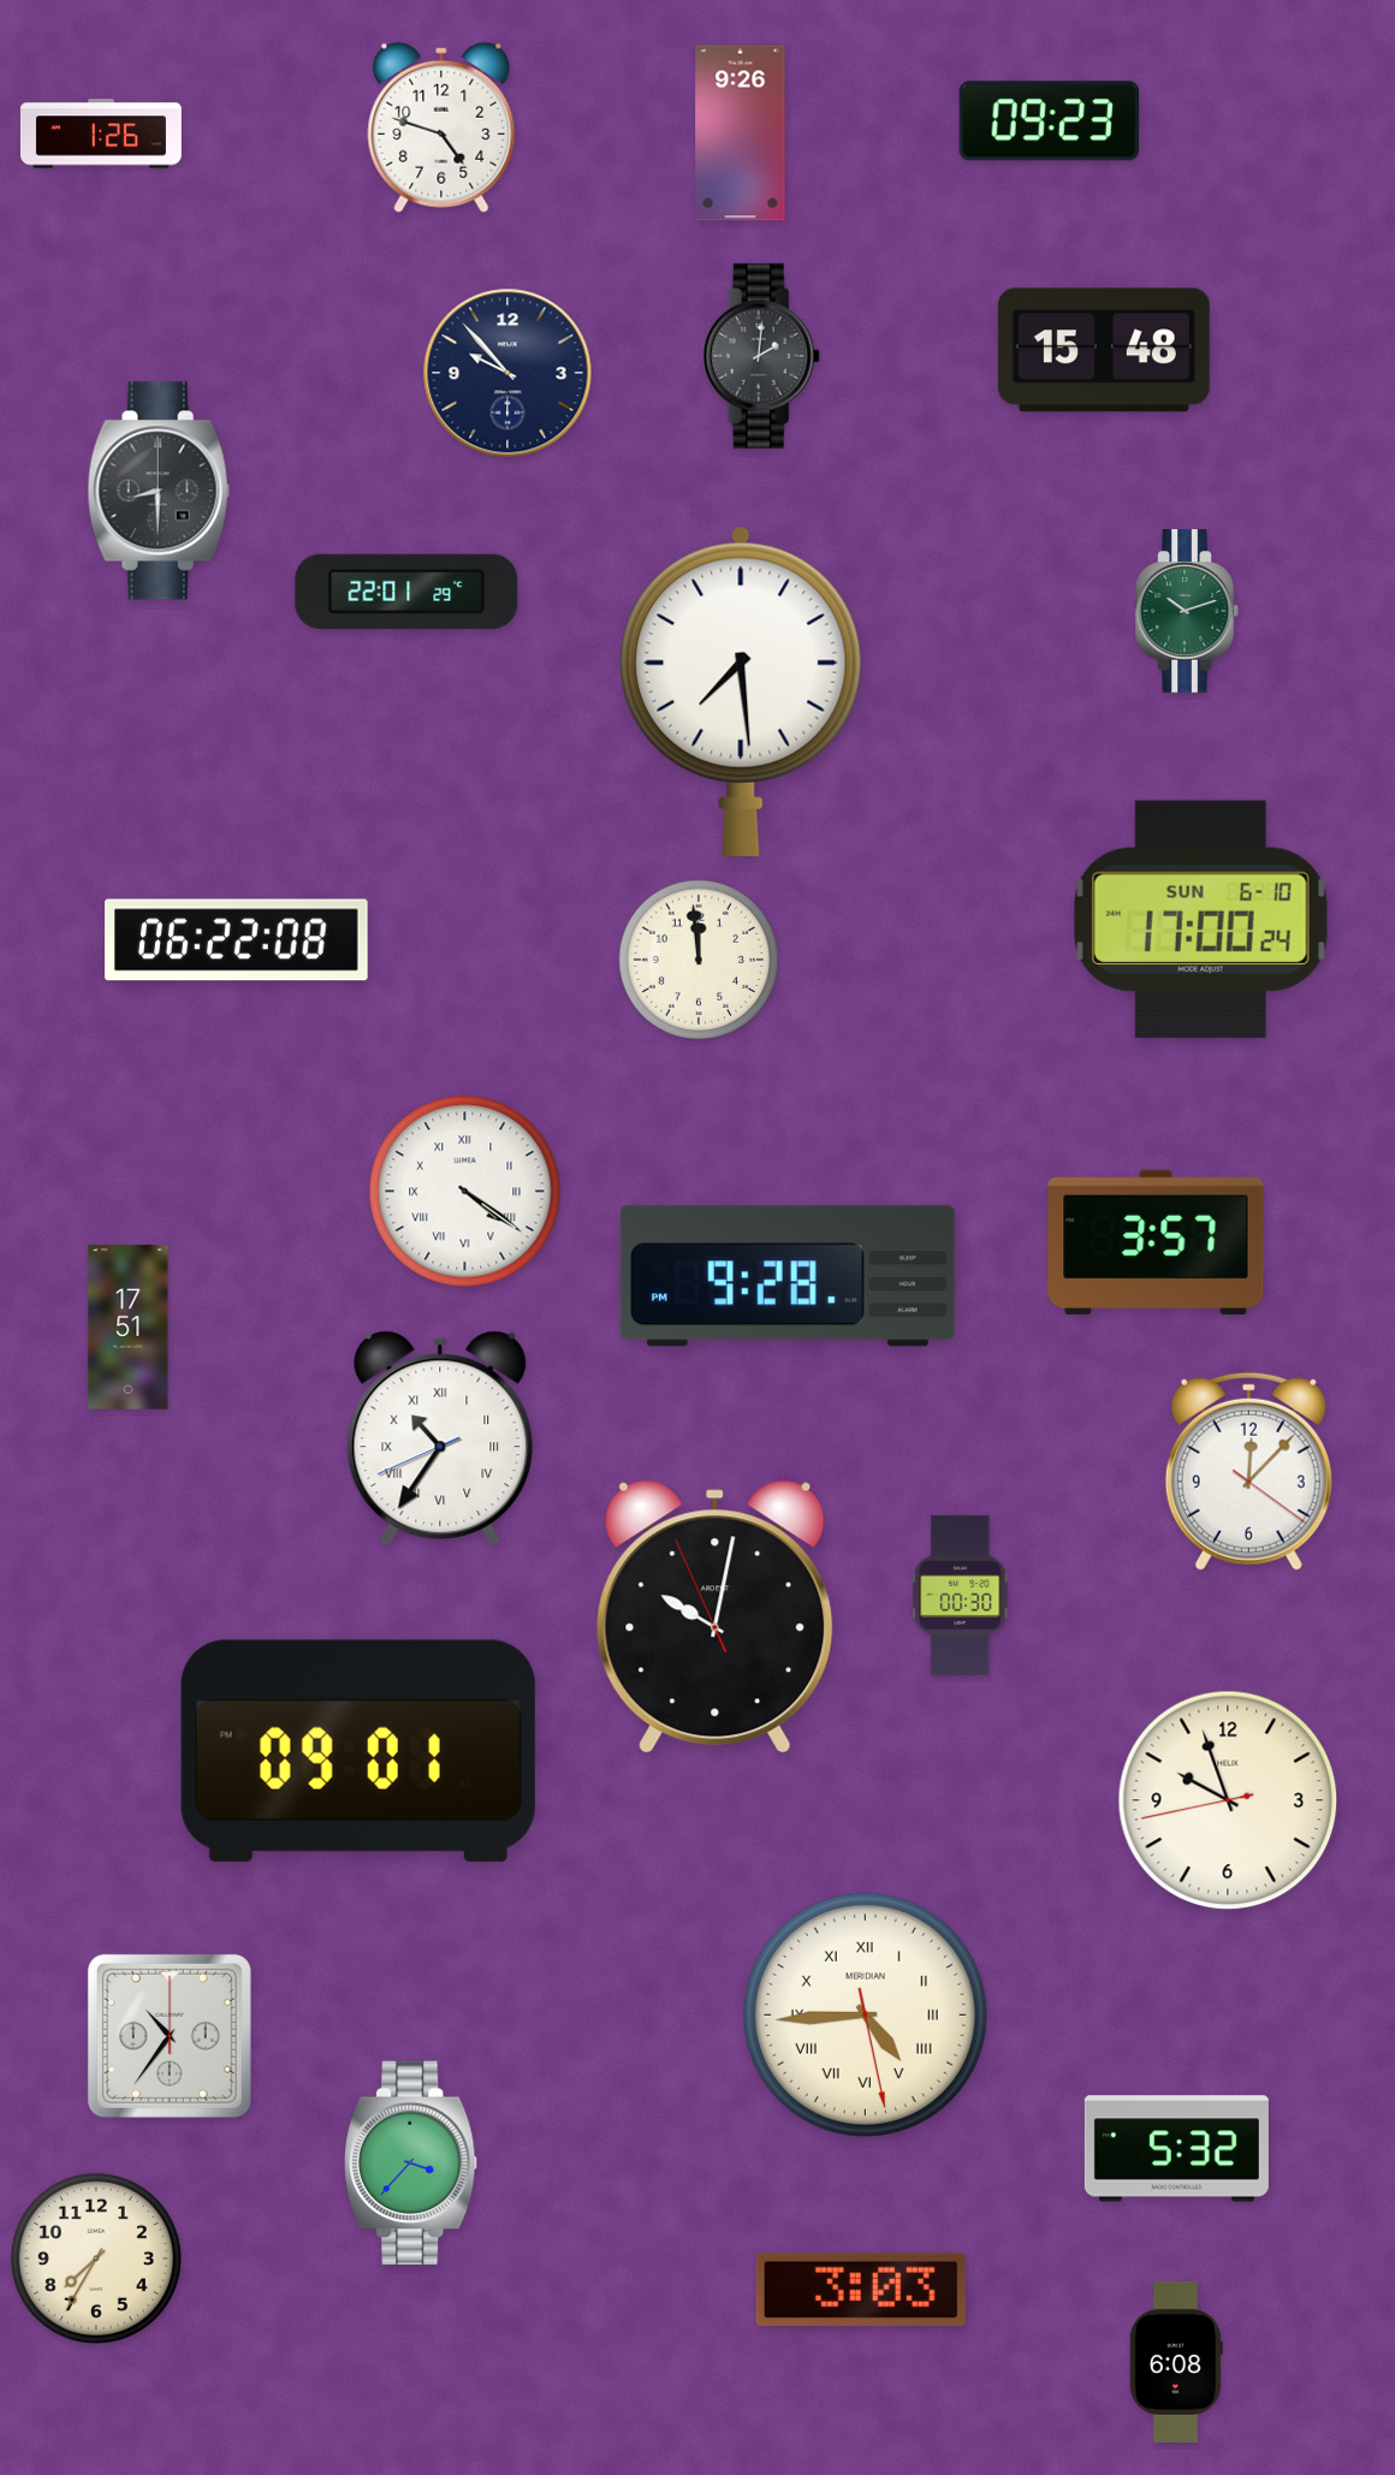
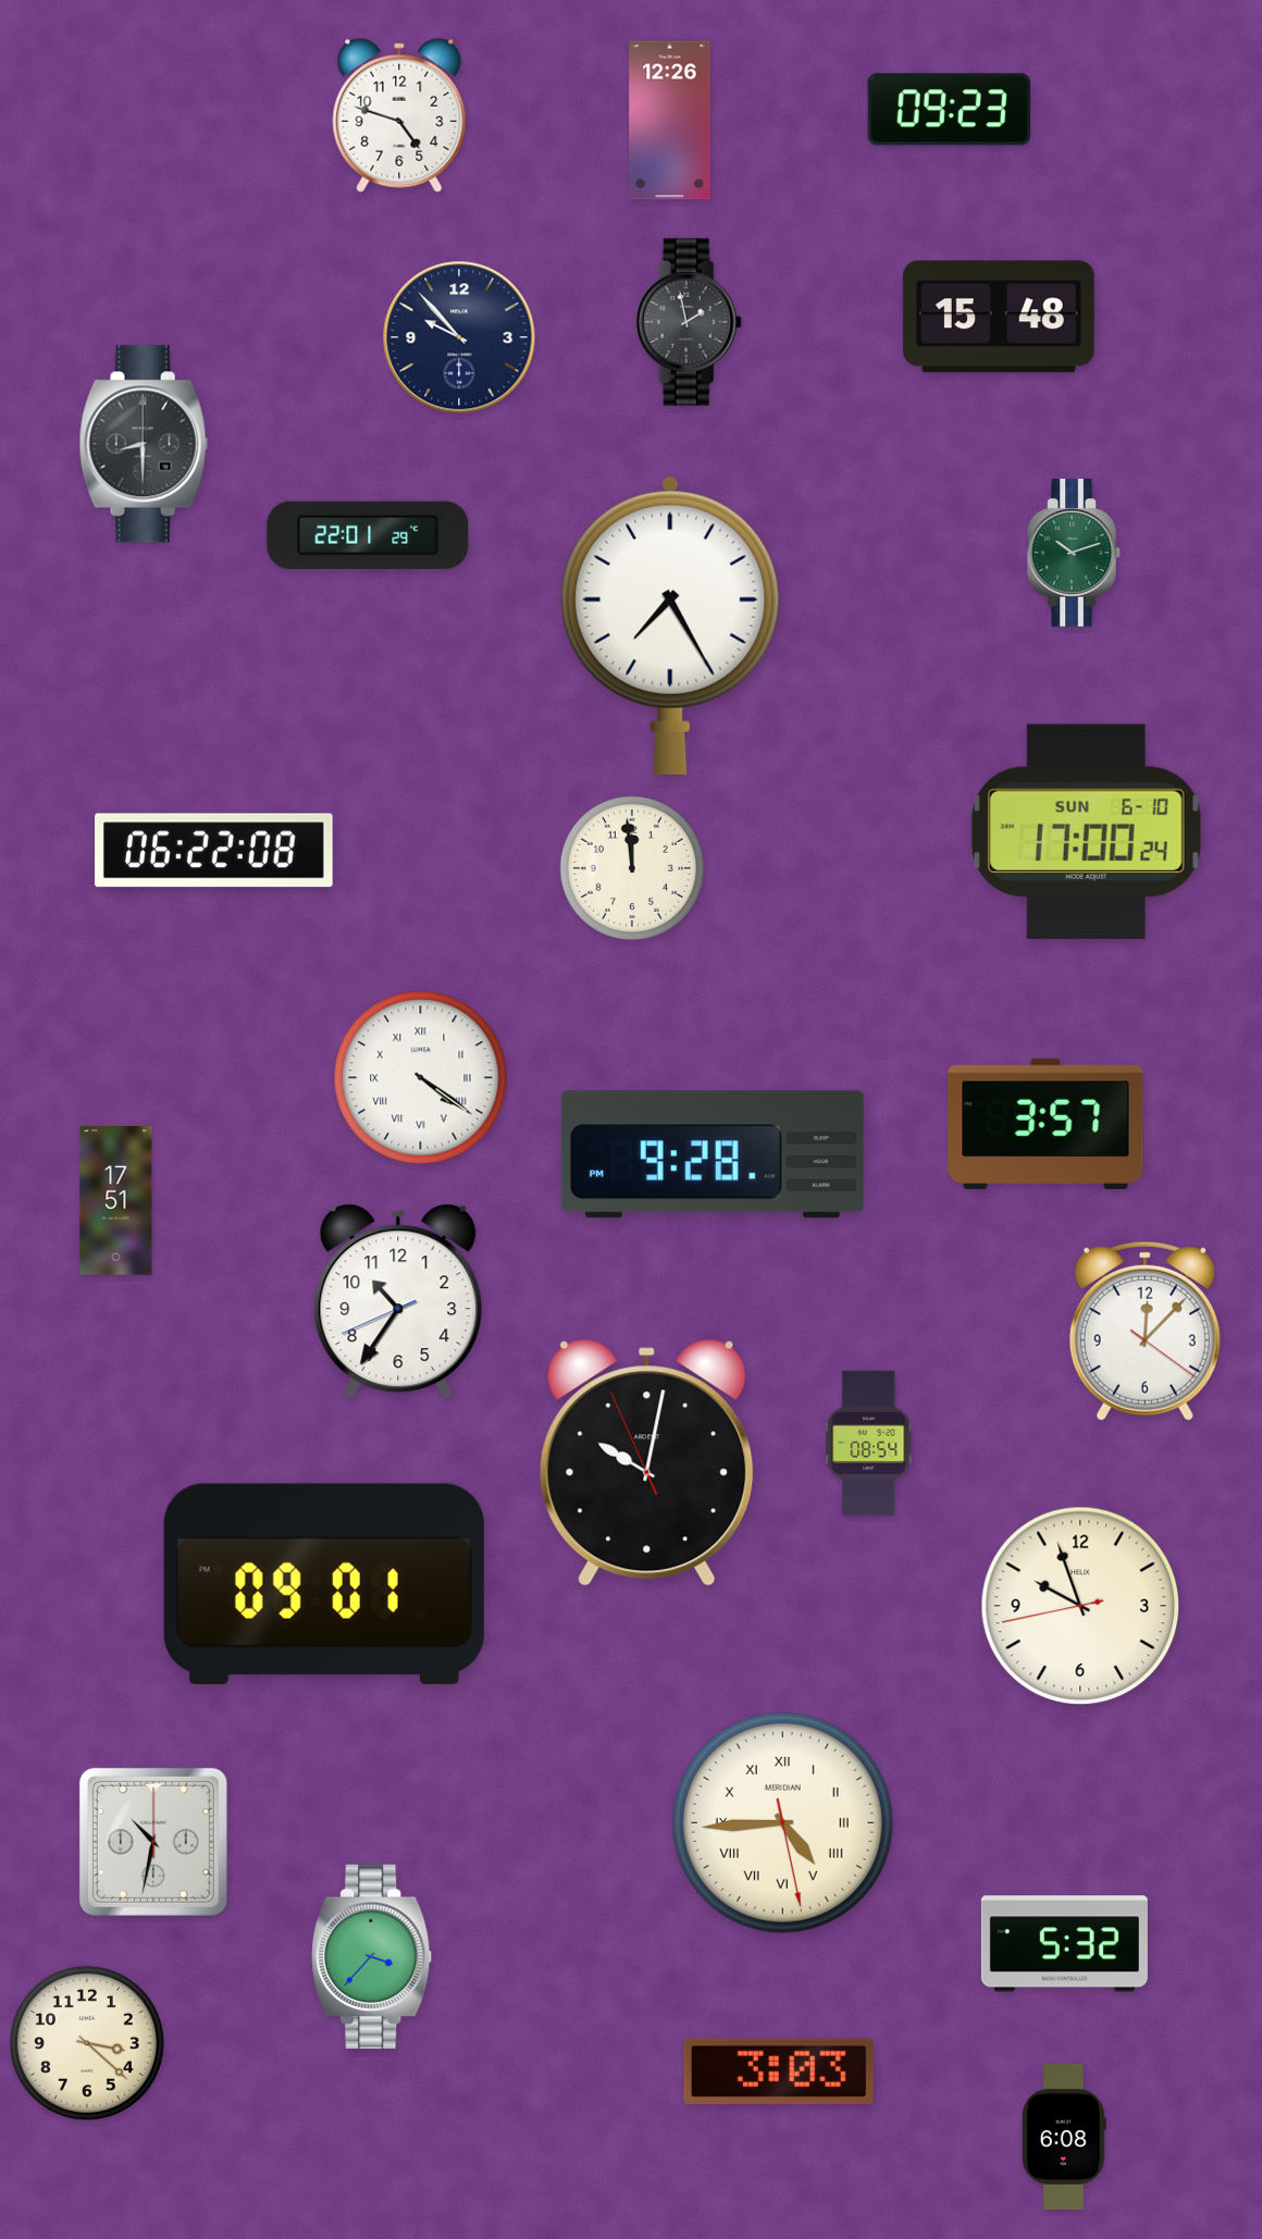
clock at (101, 133): 1:26 -> none
clock at (741, 133): 9:26 -> 12:26
clock at (761, 356): 2:01 -> 1:58
clock at (741, 692): 7:29 -> 7:25
clock at (440, 1438) numerals: Roman -> Arabic
clock at (1248, 1471) position: (1248, 1471) -> (1145, 1331)
clock at (961, 1595): 00:30 -> 08:54
clock at (1228, 1800) position: (1228, 1800) -> (1080, 1606)
clock at (170, 2036): 10:36 -> 10:32
clock at (96, 2259): 7:35 -> 3:22
